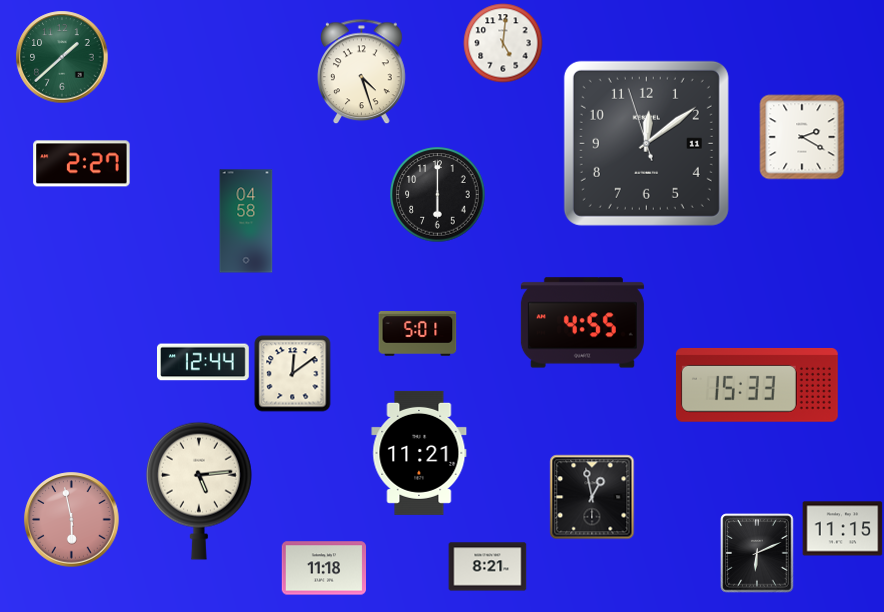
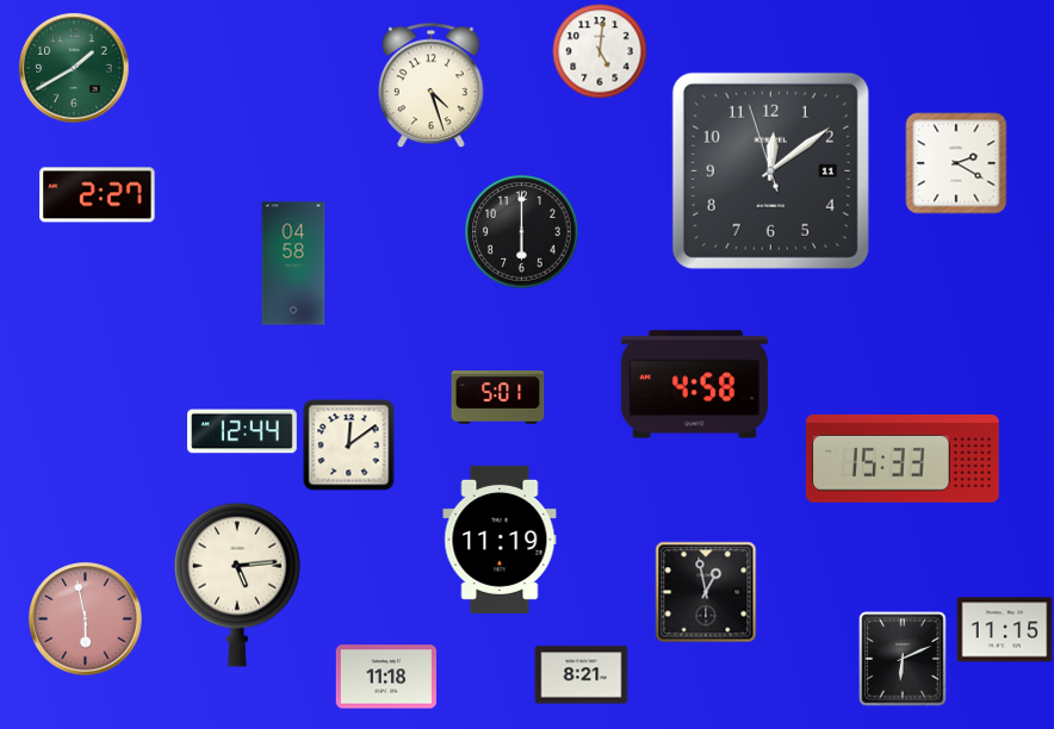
clock at (62, 57): 1:38 -> 1:40
clock at (582, 323): 4:55 -> 4:58
clock at (419, 453): 11:21 -> 11:19
